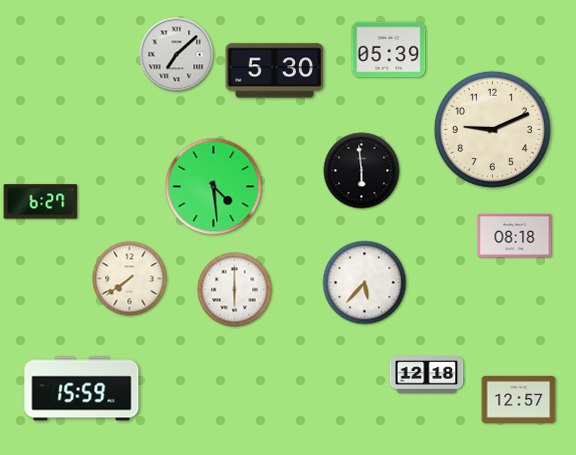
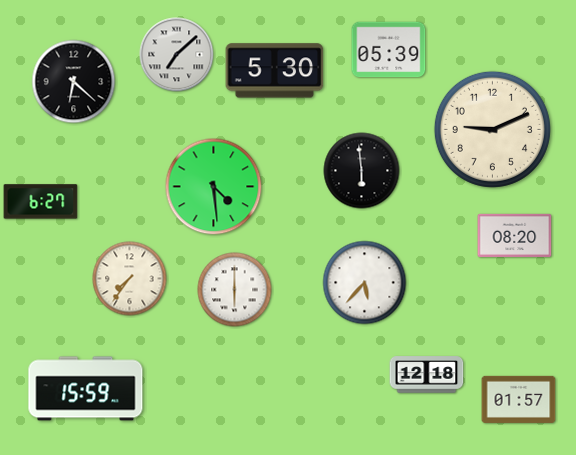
clock at (74, 82): none -> 6:22
clock at (515, 235): 08:18 -> 08:20
clock at (130, 279): 7:39 -> 7:36
clock at (82, 389) position: (82, 389) -> (86, 389)
clock at (519, 399): 12:57 -> 01:57
